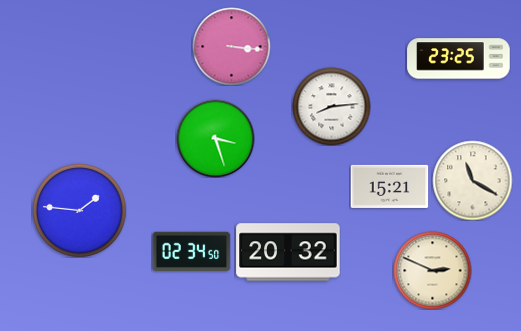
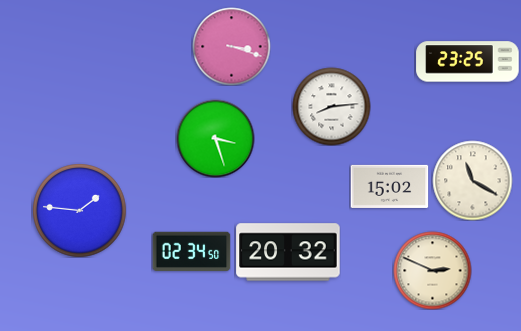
clock at (231, 46): 3:16 -> 3:18
clock at (459, 59) position: (459, 59) -> (468, 62)
clock at (389, 186): 15:21 -> 15:02
